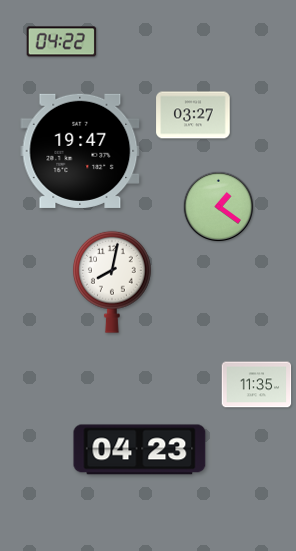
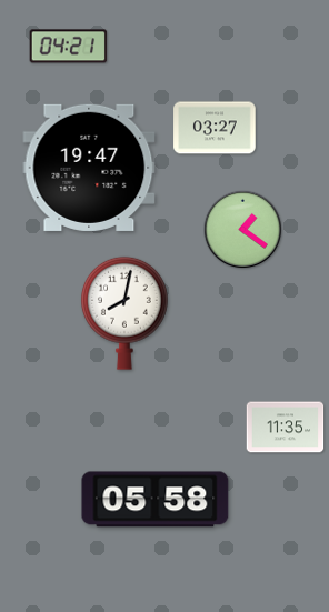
clock at (62, 42): 04:22 -> 04:21
clock at (140, 450): 04:23 -> 05:58
